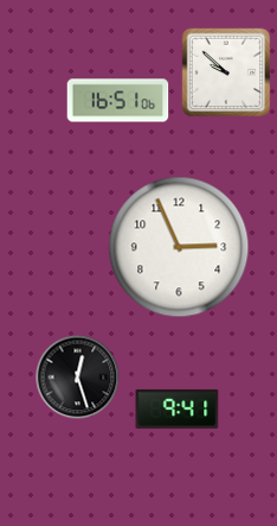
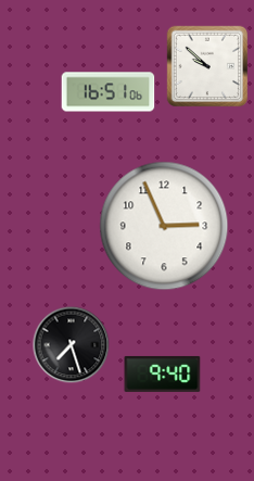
clock at (78, 378): 12:27 -> 7:27
clock at (178, 408): 9:41 -> 9:40
